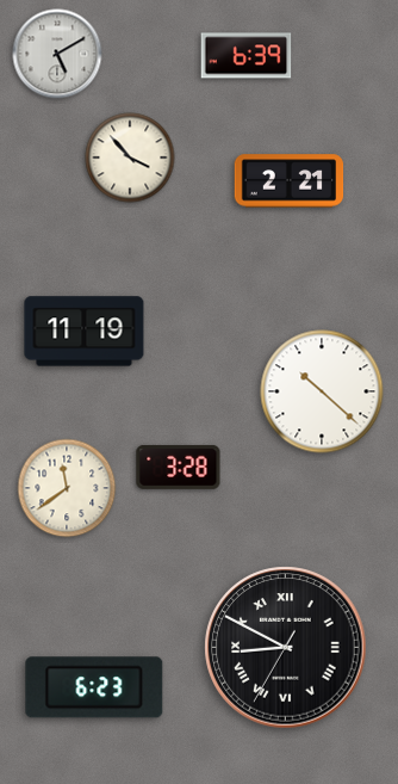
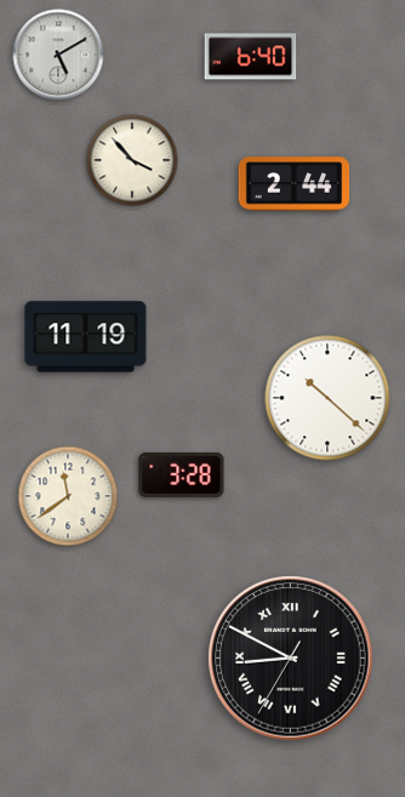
clock at (247, 56): 6:39 -> 6:40
clock at (290, 181): 2:21 -> 2:44
clock at (94, 687): 6:23 -> none
